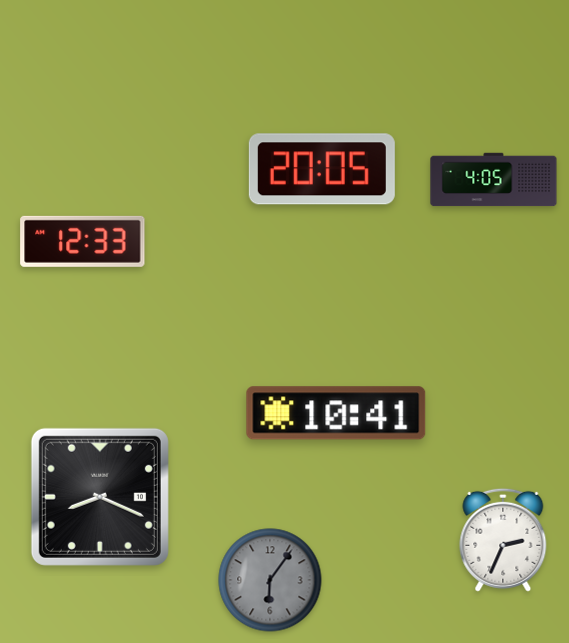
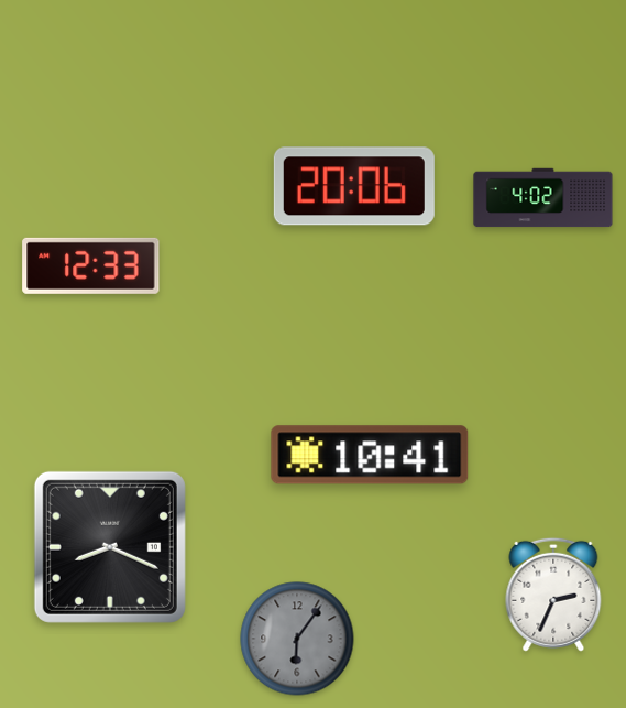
clock at (322, 169): 20:05 -> 20:06
clock at (494, 180): 4:05 -> 4:02
